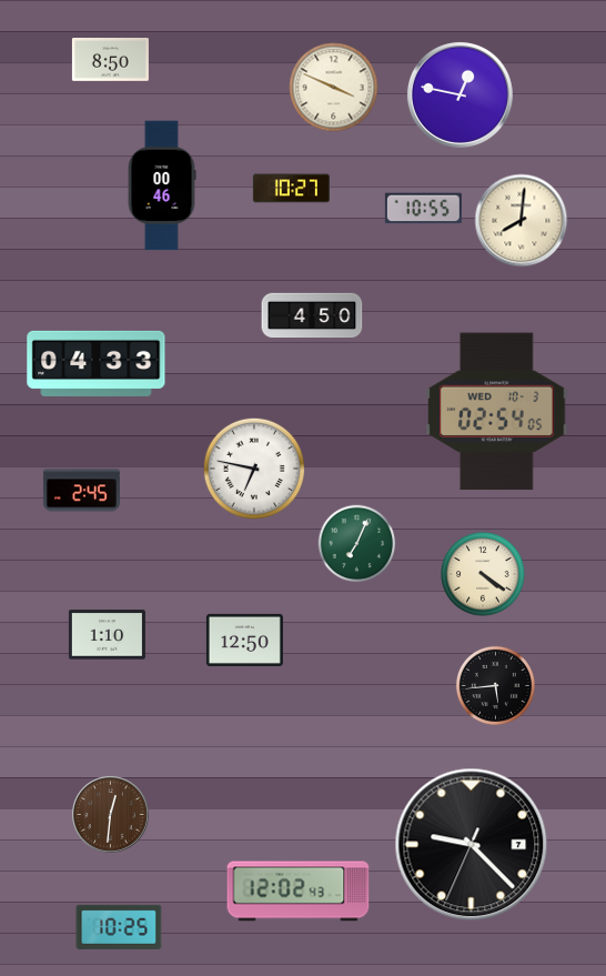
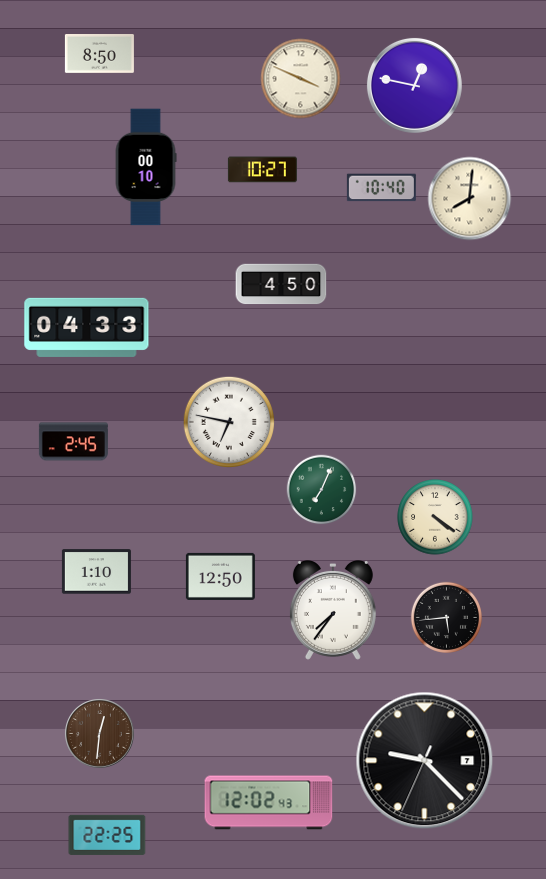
clock at (162, 185): 00:46 -> 00:10
clock at (423, 209): 10:55 -> 10:40
clock at (497, 412): 02:54 -> none
clock at (333, 611): none -> 7:36
clock at (119, 927): 10:25 -> 22:25
